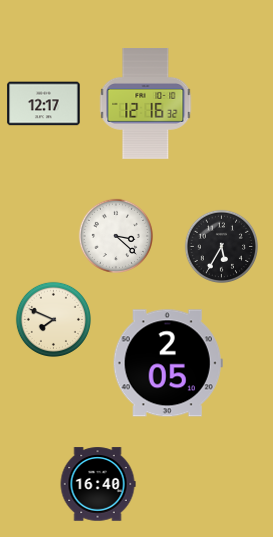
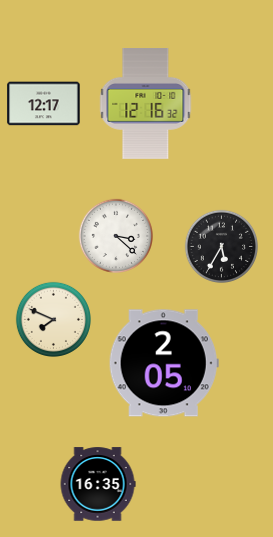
clock at (168, 363) position: (168, 363) -> (164, 363)
clock at (98, 484): 16:40 -> 16:35
